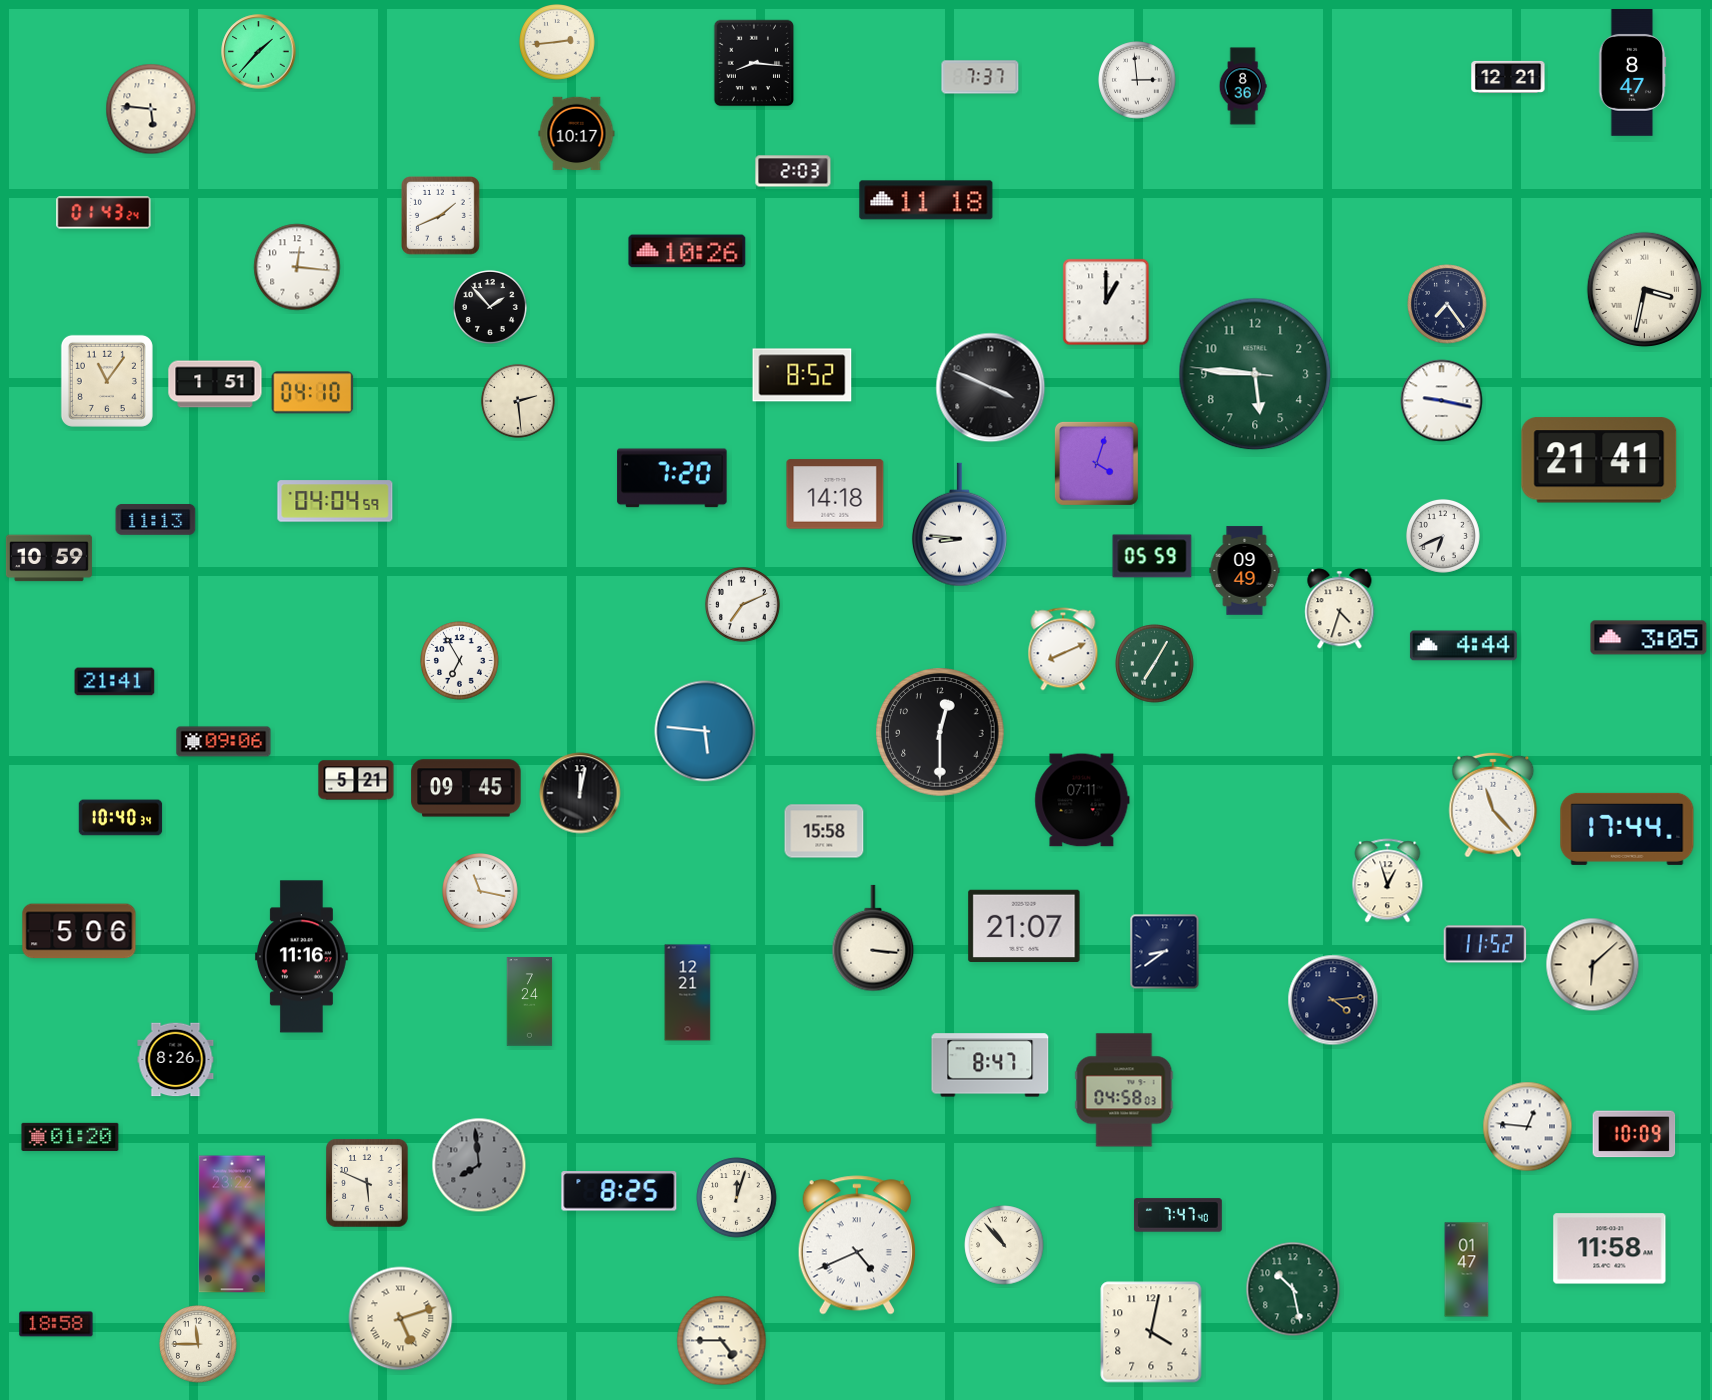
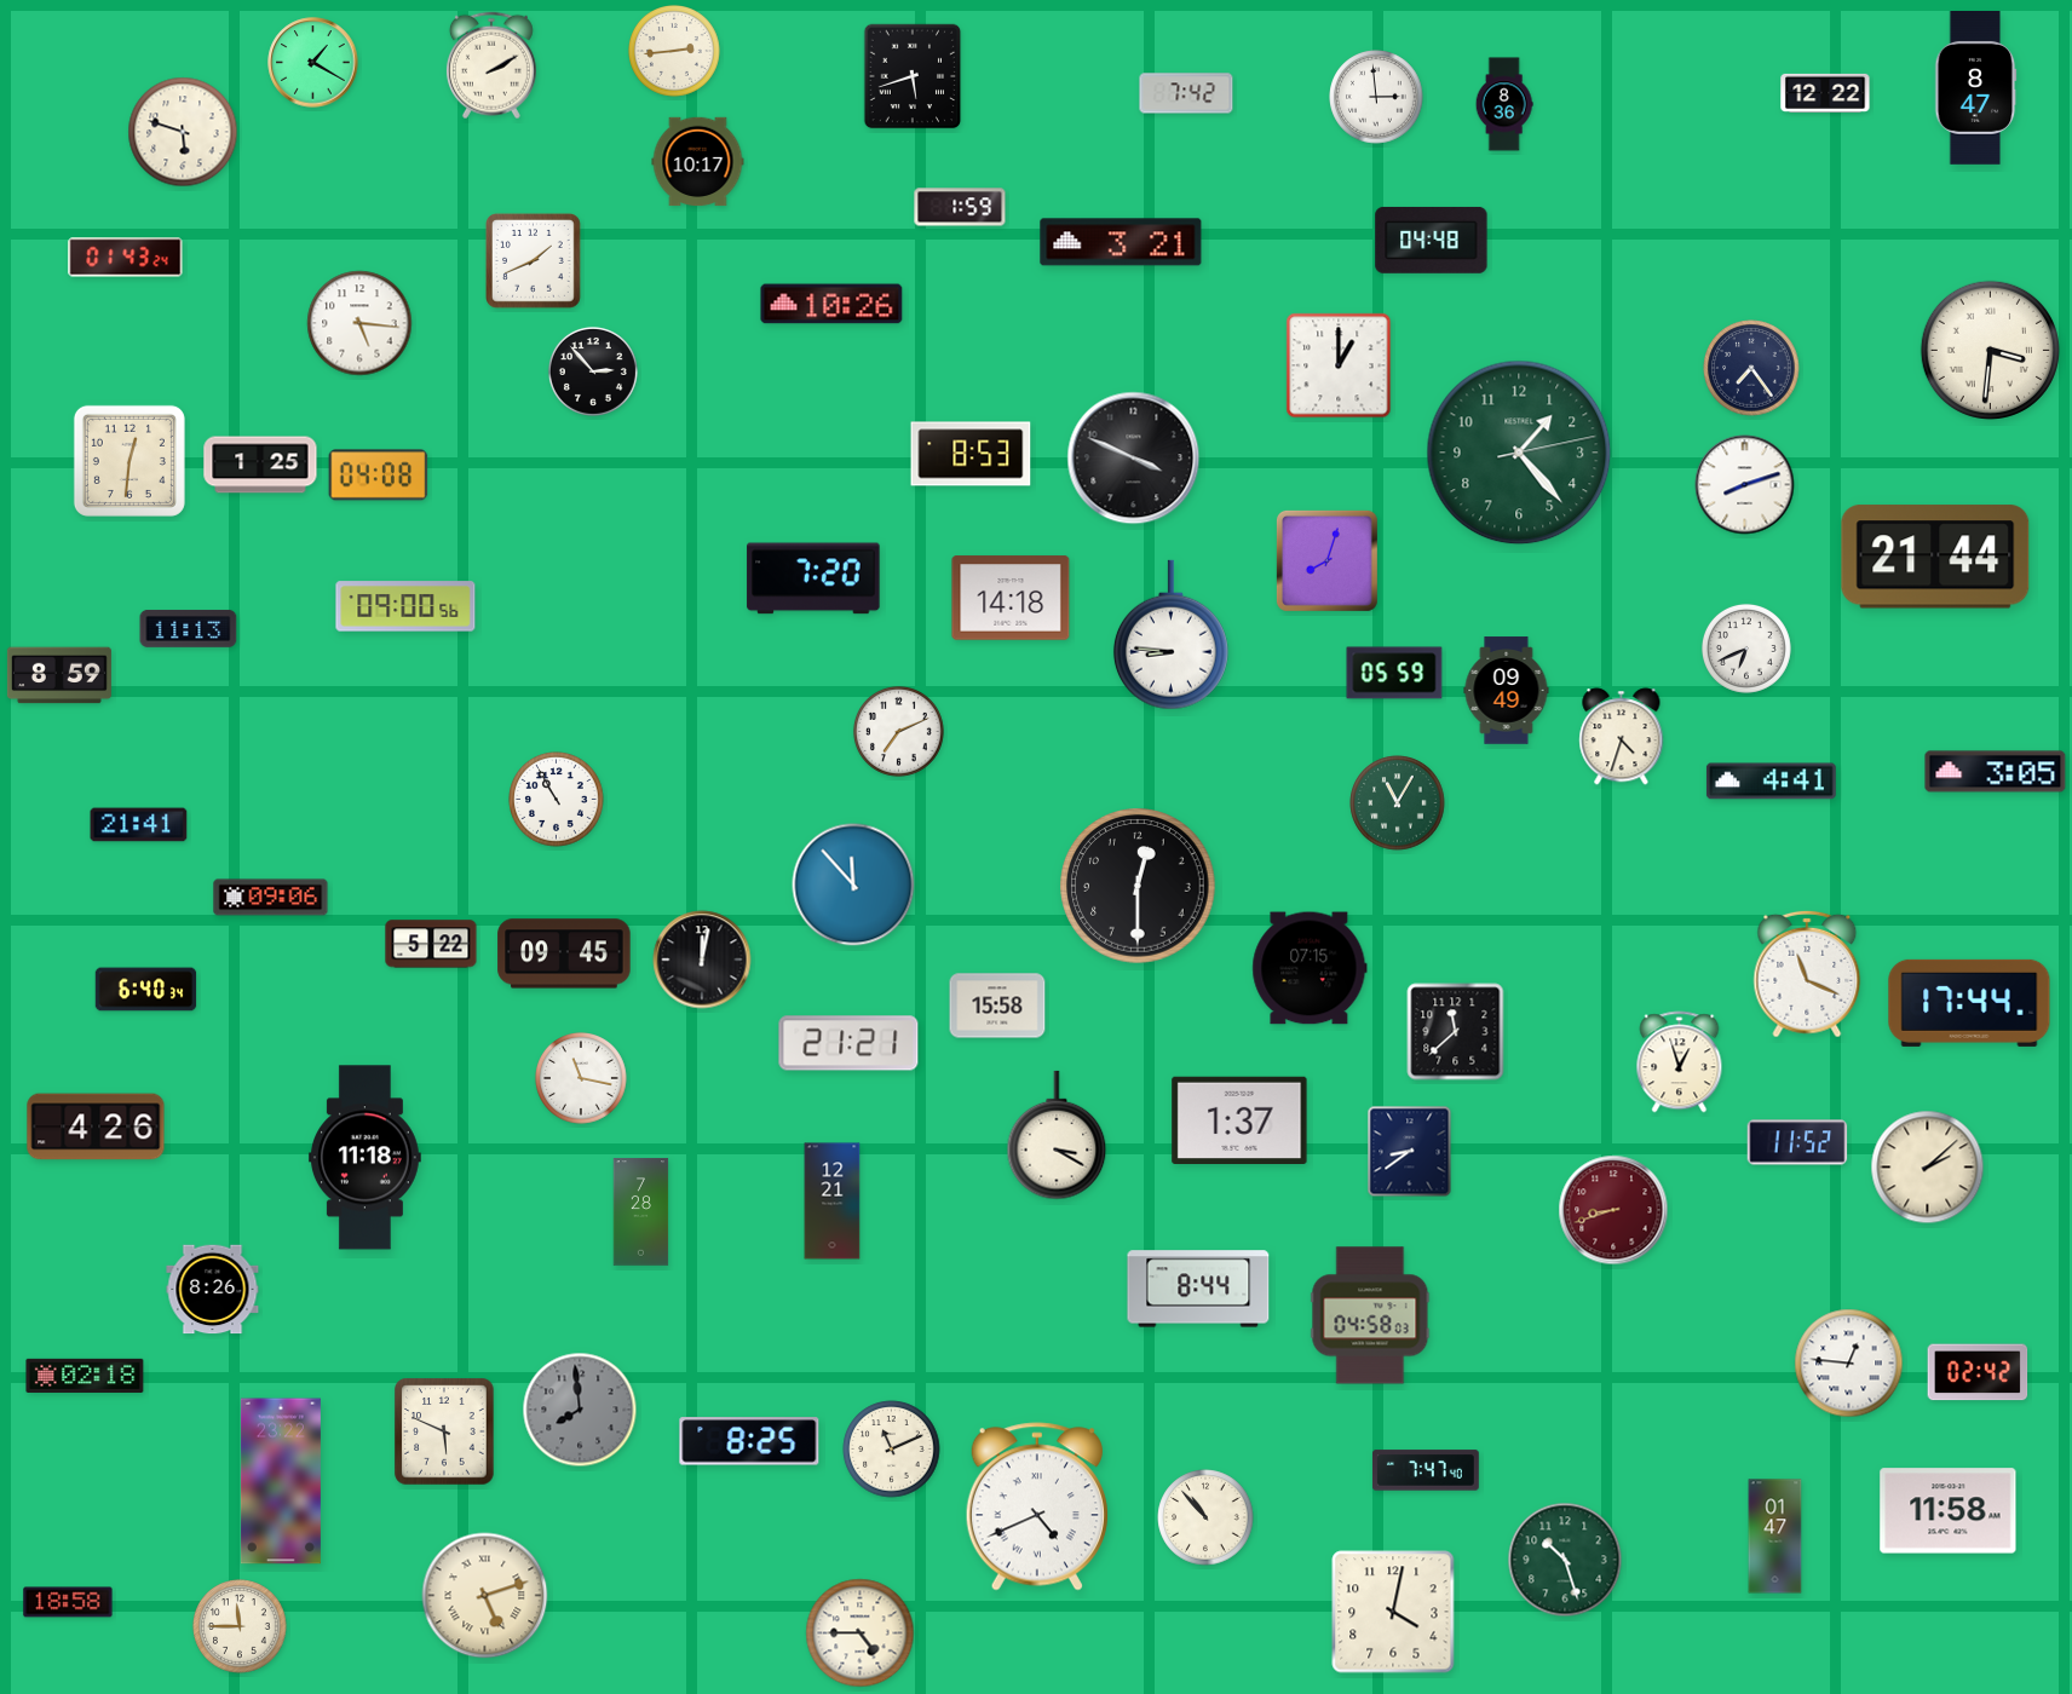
clock at (259, 52): 1:37 -> 1:20
clock at (491, 65): none -> 2:10
clock at (754, 63): 8:16 -> 5:42
clock at (980, 77): 7:37 -> 7:42
clock at (1508, 77): 12:21 -> 12:22
clock at (151, 109): 5:46 -> 5:48
clock at (793, 171): 2:03 -> 1:59
clock at (1432, 240): none -> 04:48
clock at (926, 200): 11:18 -> 3:21
clock at (297, 267): 12:16 -> 5:16
clock at (1644, 289): 3:32 -> 3:31
clock at (490, 307): 1:53 -> 2:53
clock at (1255, 374): 5:45 -> 1:23
clock at (802, 375): 8:52 -> 8:53
clock at (107, 381): 11:06 -> 12:31
clock at (215, 384): 1:51 -> 1:25
clock at (991, 388) position: (991, 388) -> (1134, 459)
clock at (313, 393): 04:10 -> 04:08
clock at (518, 401): 2:29 -> none
clock at (1442, 401): 9:17 -> 8:12
clock at (1599, 460): 21:41 -> 21:44
clock at (1096, 463): 4:03 -> 8:03
clock at (335, 501): 04:04 -> 09:00
clock at (959, 525) position: (959, 525) -> (1170, 635)
clock at (49, 558): 10:59 -> 8:59
clock at (1463, 646): 4:44 -> 4:41
clock at (1063, 649): 8:11 -> none
clock at (460, 661): 6:55 -> 10:55
clock at (1155, 664): 7:05 -> 11:05
clock at (705, 731): 5:46 -> 11:53
clock at (356, 780): 5:21 -> 5:22
clock at (1082, 800): 07:11 -> 07:15
clock at (1493, 805): 11:23 -> 11:19
clock at (121, 818): 10:40 -> 6:40
clock at (1456, 1032): none -> 11:38
clock at (848, 1043): none -> 21:21
clock at (1388, 881) position: (1388, 881) -> (1680, 1062)
clock at (1024, 925): 21:07 -> 1:37
clock at (79, 931): 5:06 -> 4:26
clock at (873, 938): 3:16 -> 3:20
clock at (301, 957): 11:16 -> 11:18
clock at (1593, 965): 6:08 -> 2:08
clock at (1333, 1000): 4:14 -> 8:42
clock at (1333, 1000) dial: navy -> burgundy
clock at (530, 1002): 7:24 -> 7:28
clock at (176, 1060) position: (176, 1060) -> (213, 1290)
clock at (990, 1065): 8:47 -> 8:44
clock at (1124, 1090) position: (1124, 1090) -> (1370, 1315)
clock at (1634, 1134): 10:09 -> 02:42
clock at (70, 1137): 01:20 -> 02:18
clock at (737, 1198): 12:03 -> 11:11
clock at (1004, 1245) position: (1004, 1245) -> (1205, 1517)
clock at (1293, 1289): 10:28 -> 10:27
clock at (722, 1341) position: (722, 1341) -> (861, 1633)
